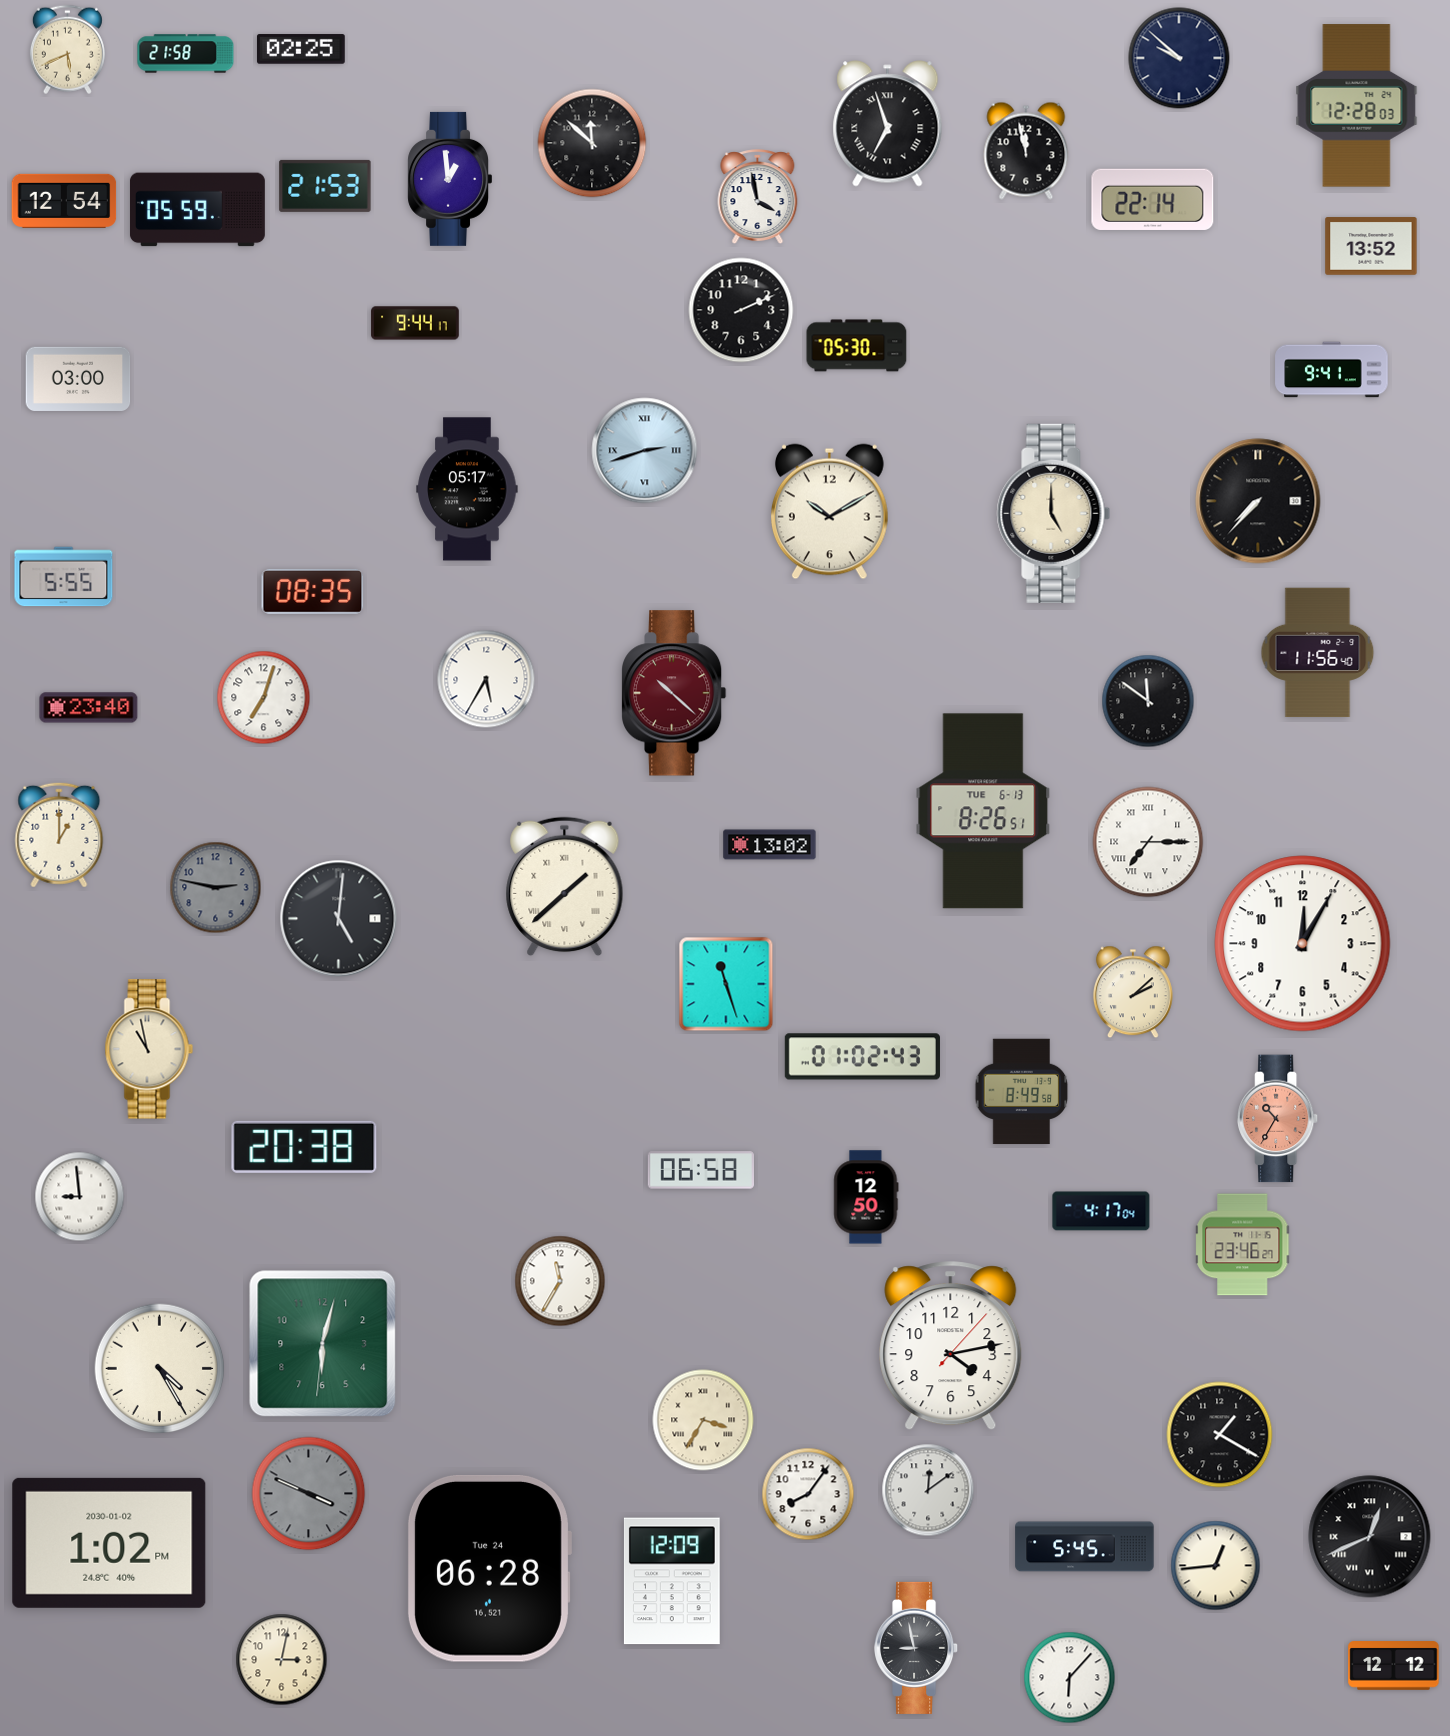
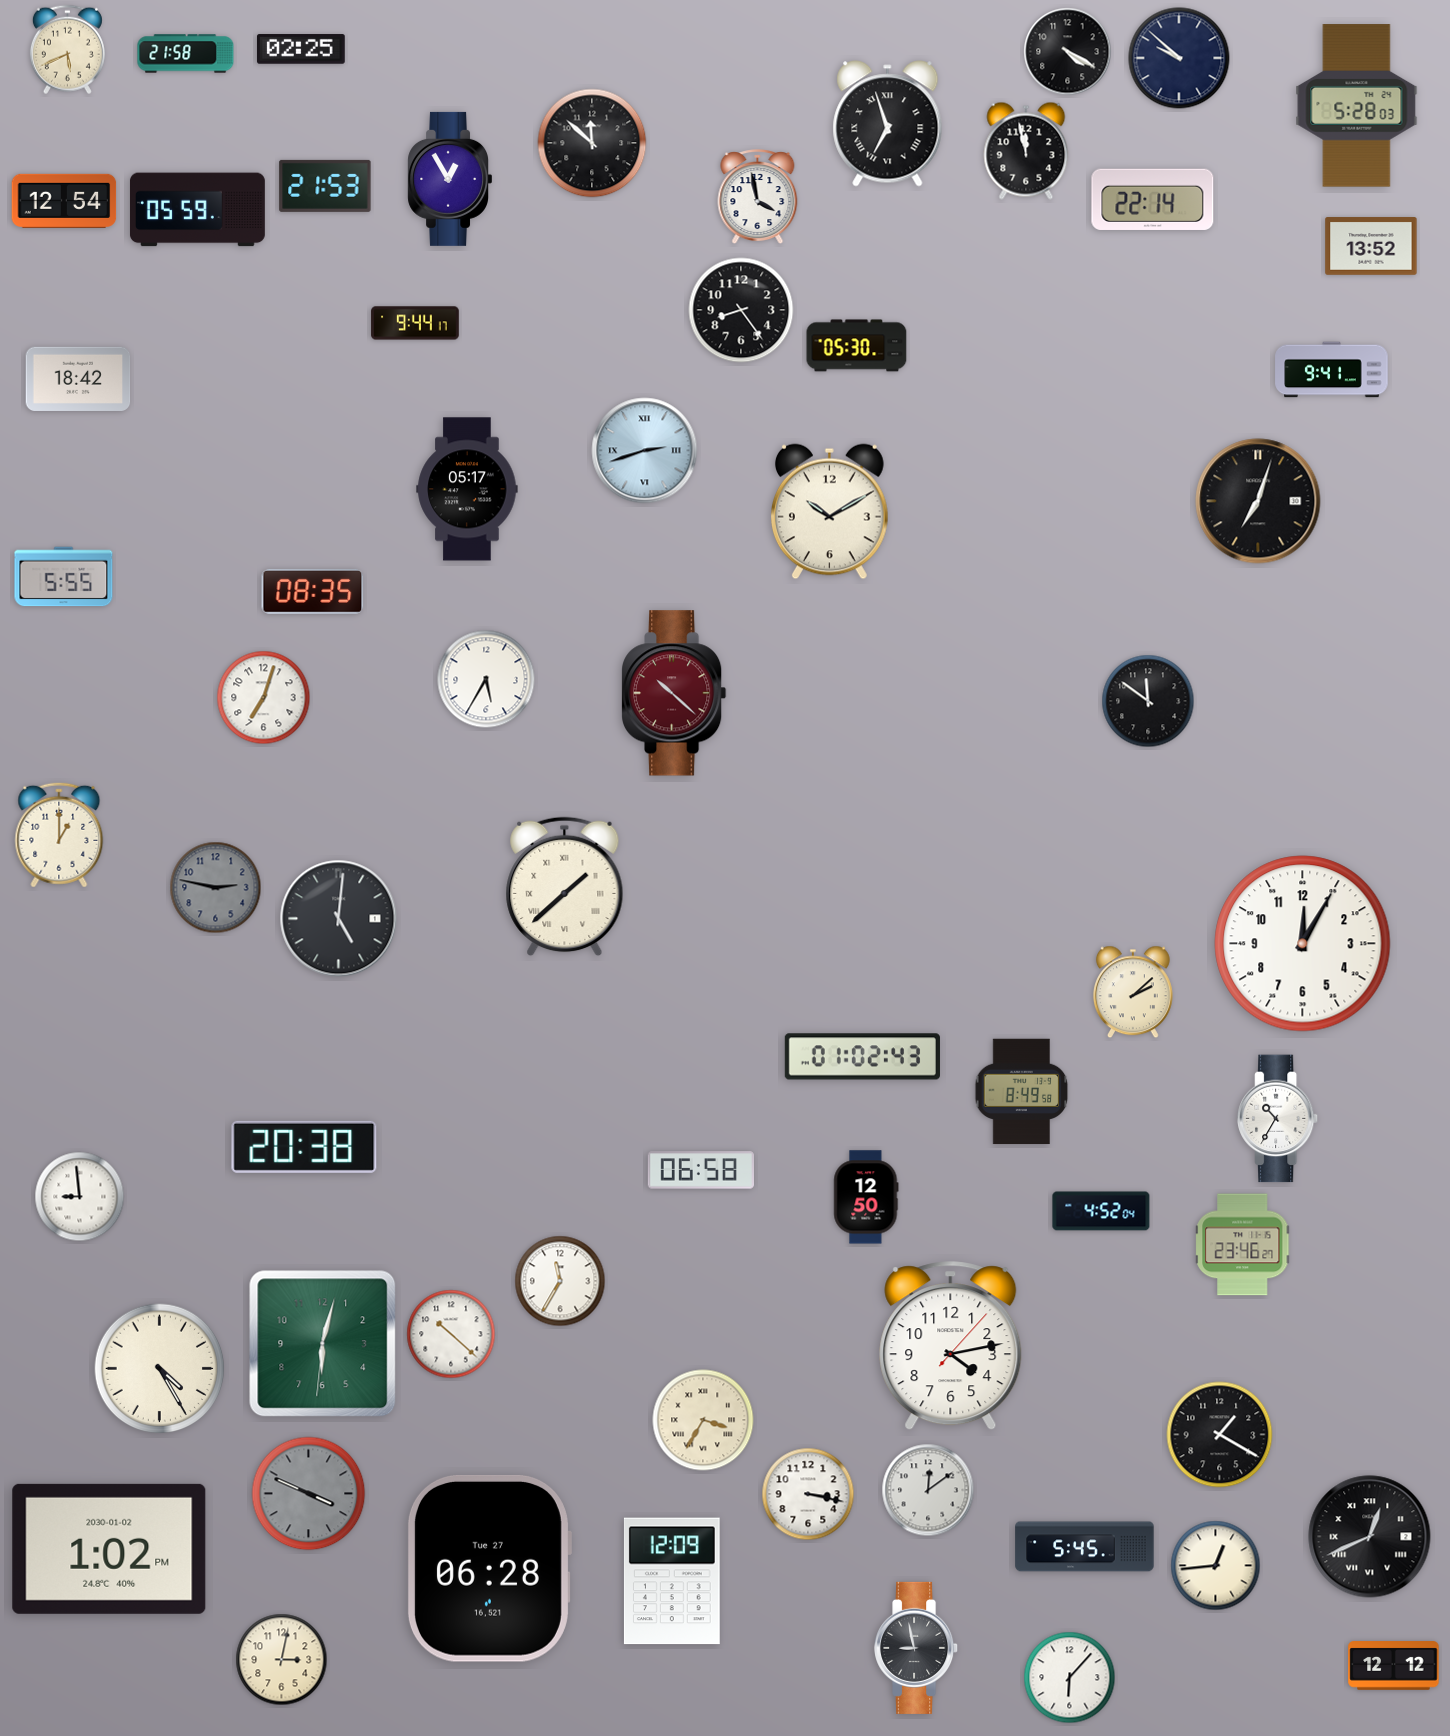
clock at (1068, 52): none -> 4:20
clock at (1357, 106): 12:28 -> 5:28
clock at (449, 179): 12:59 -> 12:55
clock at (741, 310): 2:11 -> 8:24
clock at (78, 379): 03:00 -> 18:42
clock at (1258, 501): 7:37 -> 7:03
clock at (1054, 513): 5:00 -> none
clock at (1318, 653): 11:56 -> none
clock at (89, 708): 23:40 -> none
clock at (983, 811): 8:26 -> none
clock at (1148, 842): 7:15 -> none
clock at (770, 845): 13:02 -> none
clock at (726, 984): 11:27 -> none
clock at (149, 1049): 10:58 -> none
clock at (1279, 1119) dial: salmon -> white
clock at (1101, 1211): 4:17 -> 4:52
clock at (451, 1334): none -> 10:22
clock at (808, 1494): 8:06 -> 3:17
clock at (109, 1543) position: (109, 1543) -> (109, 1549)
clock at (489, 1568) date: Tue 24 -> Tue 27
